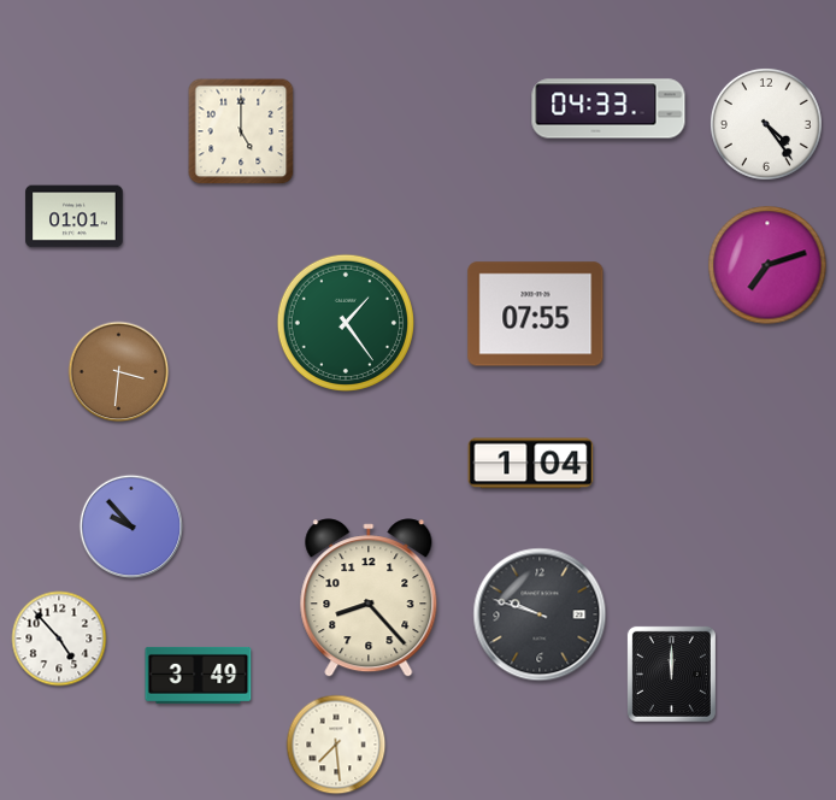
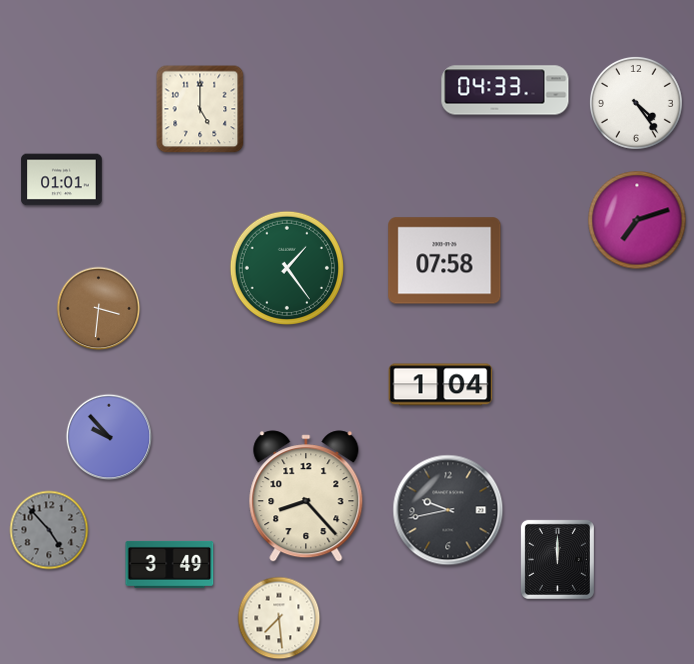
clock at (536, 314): 07:55 -> 07:58
clock at (540, 614): 9:48 -> 9:43
clock at (59, 639) dial: white -> grey
clock at (199, 675) position: (199, 675) -> (170, 564)
